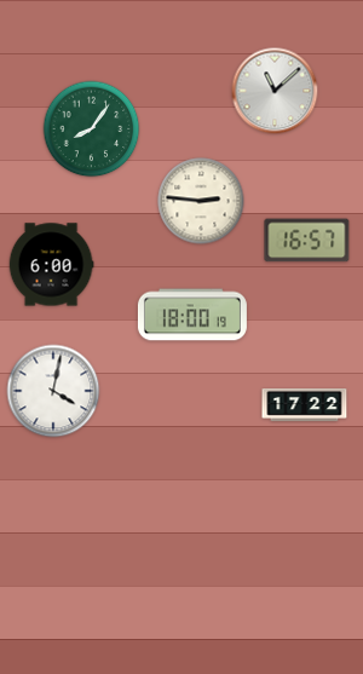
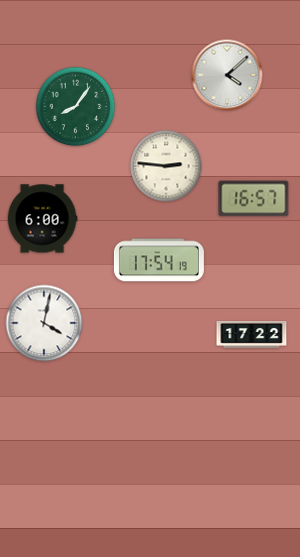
clock at (275, 91): 11:08 -> 4:08
clock at (192, 315): 18:00 -> 17:54
